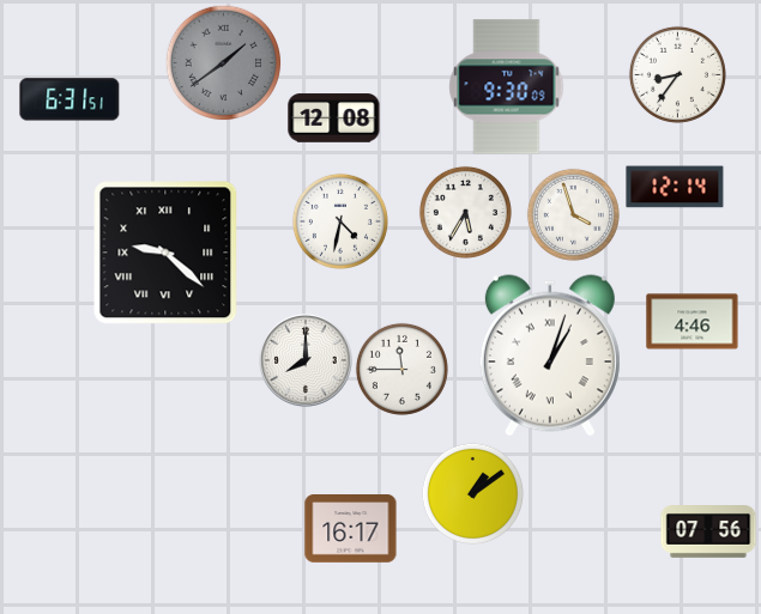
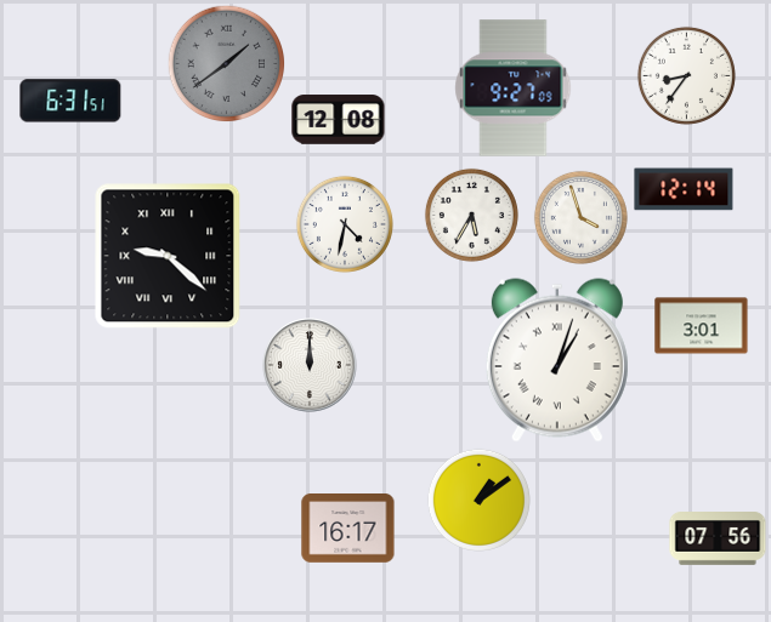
clock at (507, 87): 9:30 -> 9:27
clock at (693, 322): 4:46 -> 3:01
clock at (306, 360): 8:00 -> 12:00
clock at (401, 369): 11:45 -> none
clock at (351, 529) position: (351, 529) -> (348, 529)
